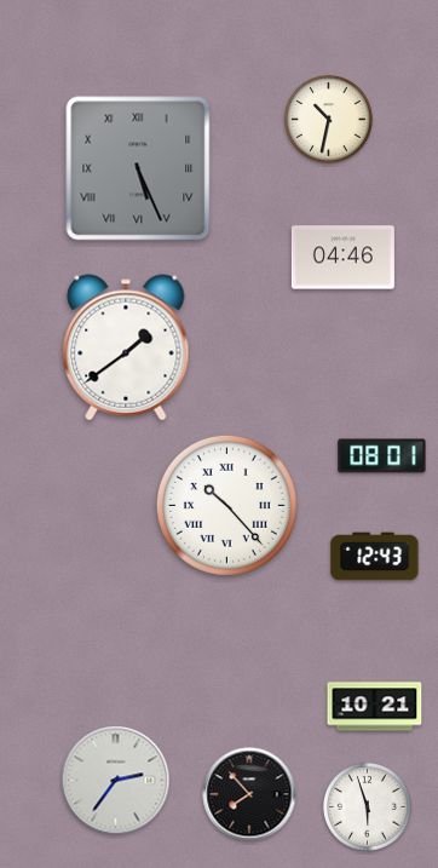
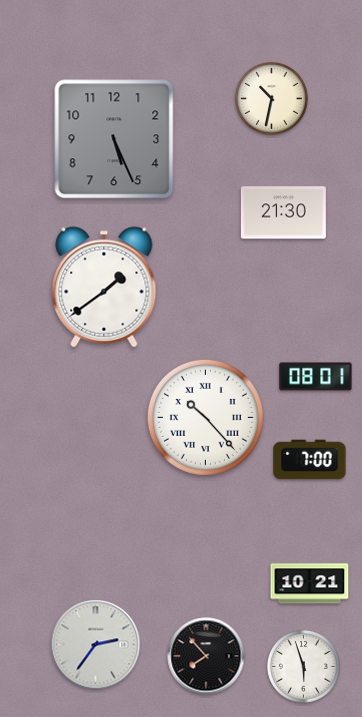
clock at (138, 168) numerals: Roman -> Arabic
clock at (342, 258): 04:46 -> 21:30
clock at (226, 505) position: (226, 505) -> (205, 417)
clock at (375, 557): 12:43 -> 7:00
